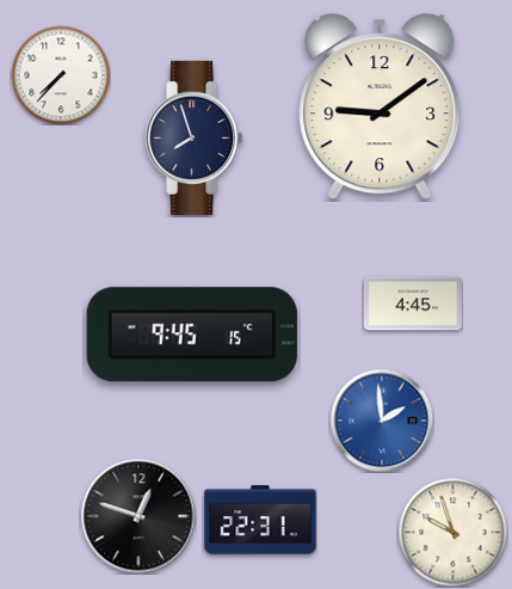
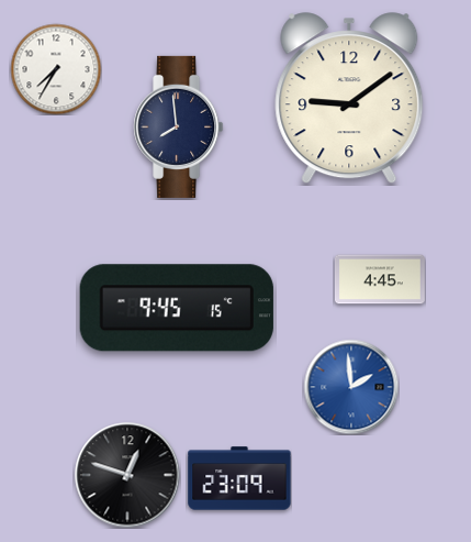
clock at (61, 75): 7:37 -> 7:35
clock at (195, 137): 7:57 -> 7:59
clock at (260, 520): 22:31 -> 23:09
clock at (452, 532): 9:57 -> none
